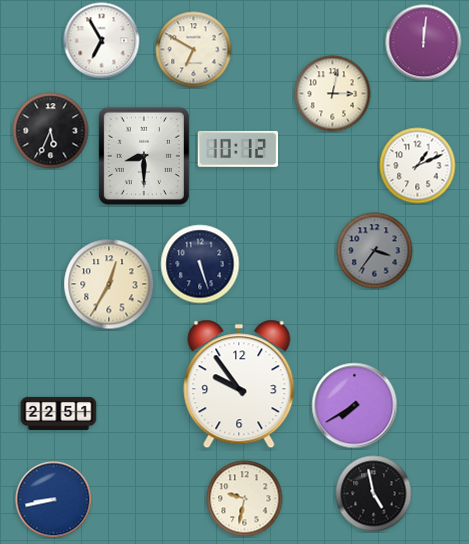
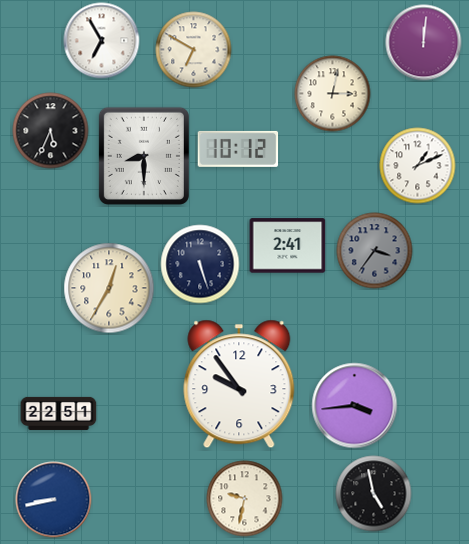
clock at (288, 246): none -> 2:41
clock at (109, 284) position: (109, 284) -> (109, 288)
clock at (355, 406): 7:40 -> 3:44
